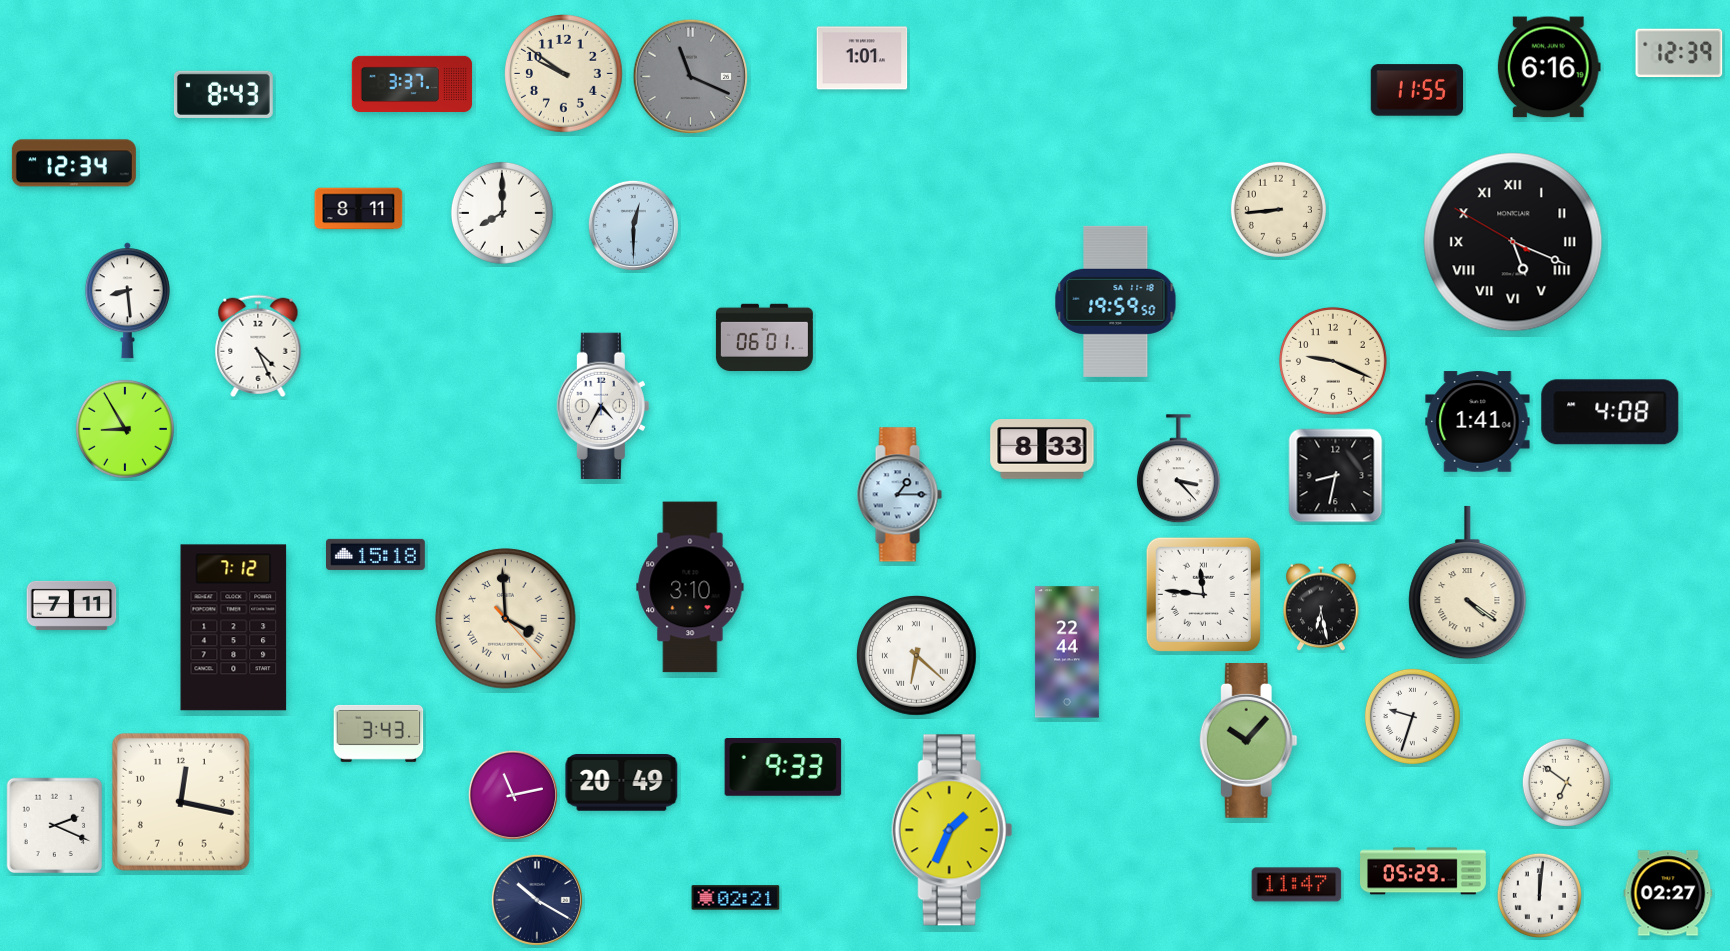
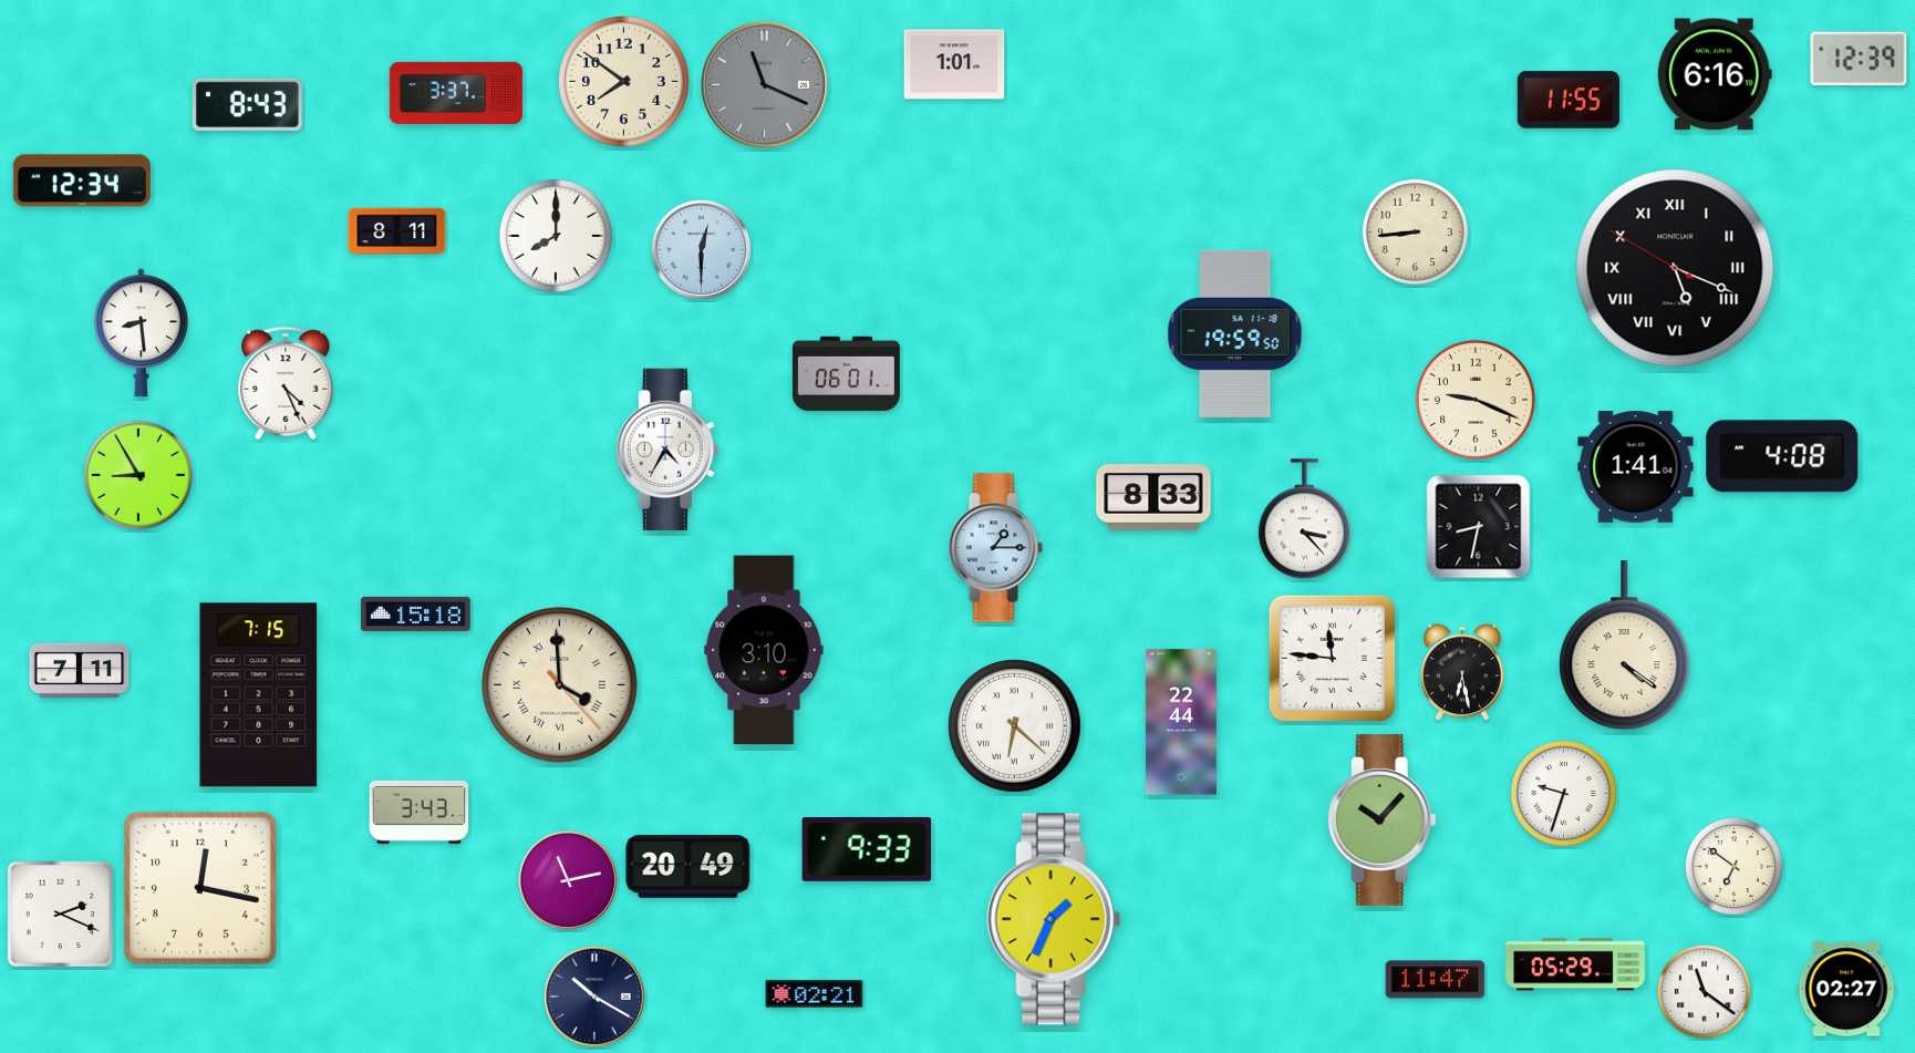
clock at (564, 74): 9:51 -> 7:51
clock at (234, 628): 7:12 -> 7:15
clock at (1539, 895): 12:01 -> 11:21
